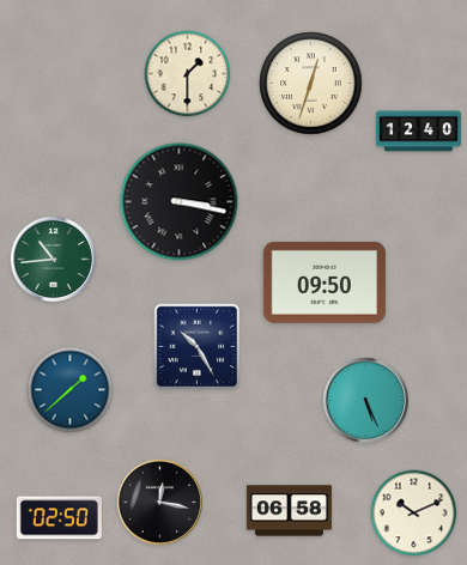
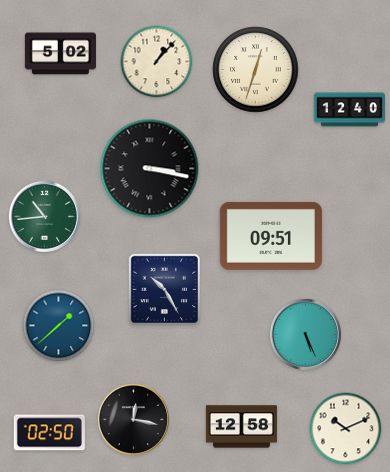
clock at (60, 54): none -> 5:02
clock at (188, 74): 1:30 -> 1:07
clock at (311, 84) position: (311, 84) -> (256, 70)
clock at (325, 282): 09:50 -> 09:51
clock at (289, 511): 06:58 -> 12:58
